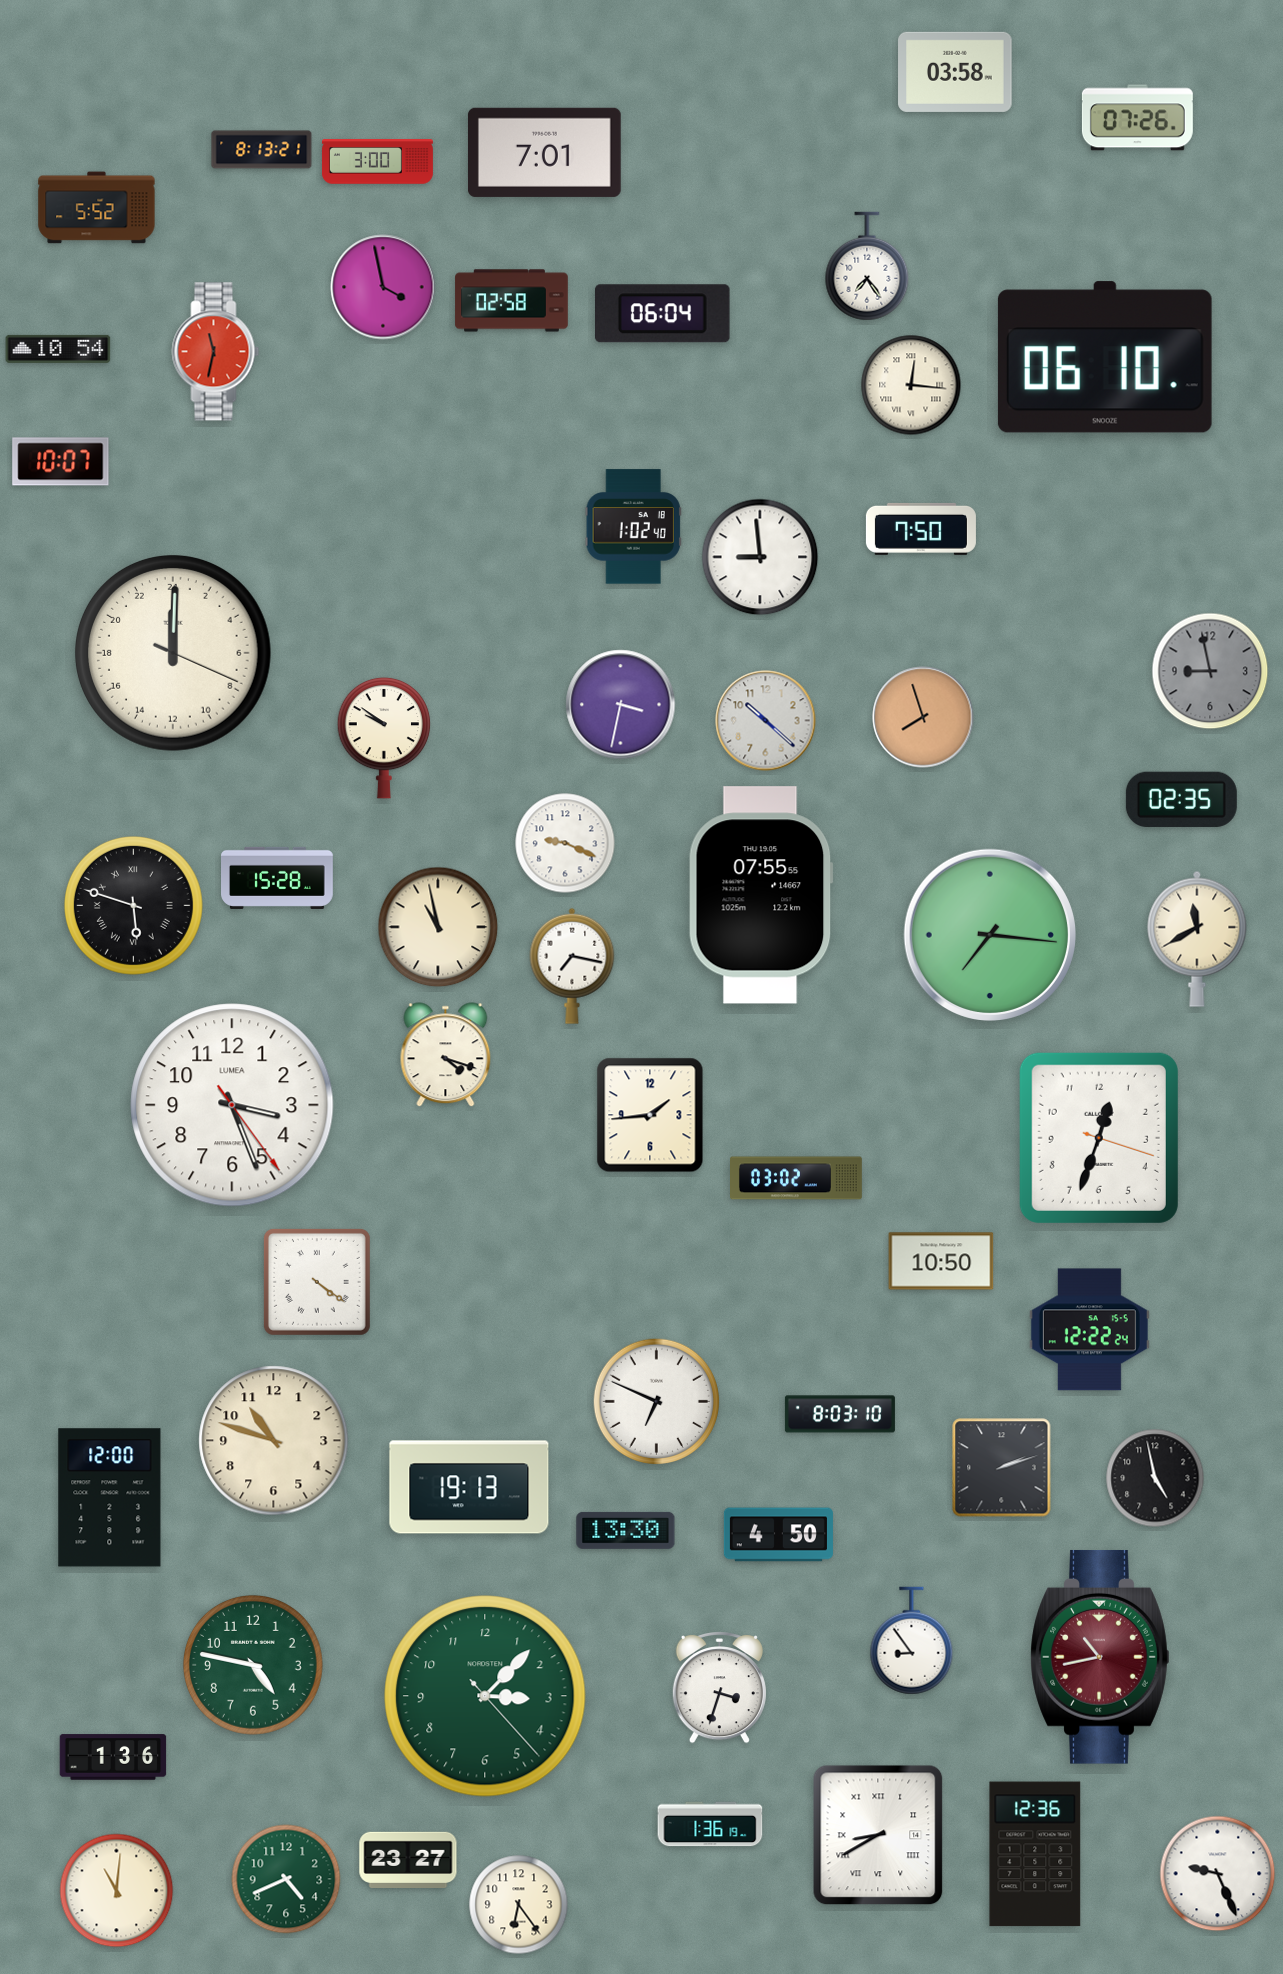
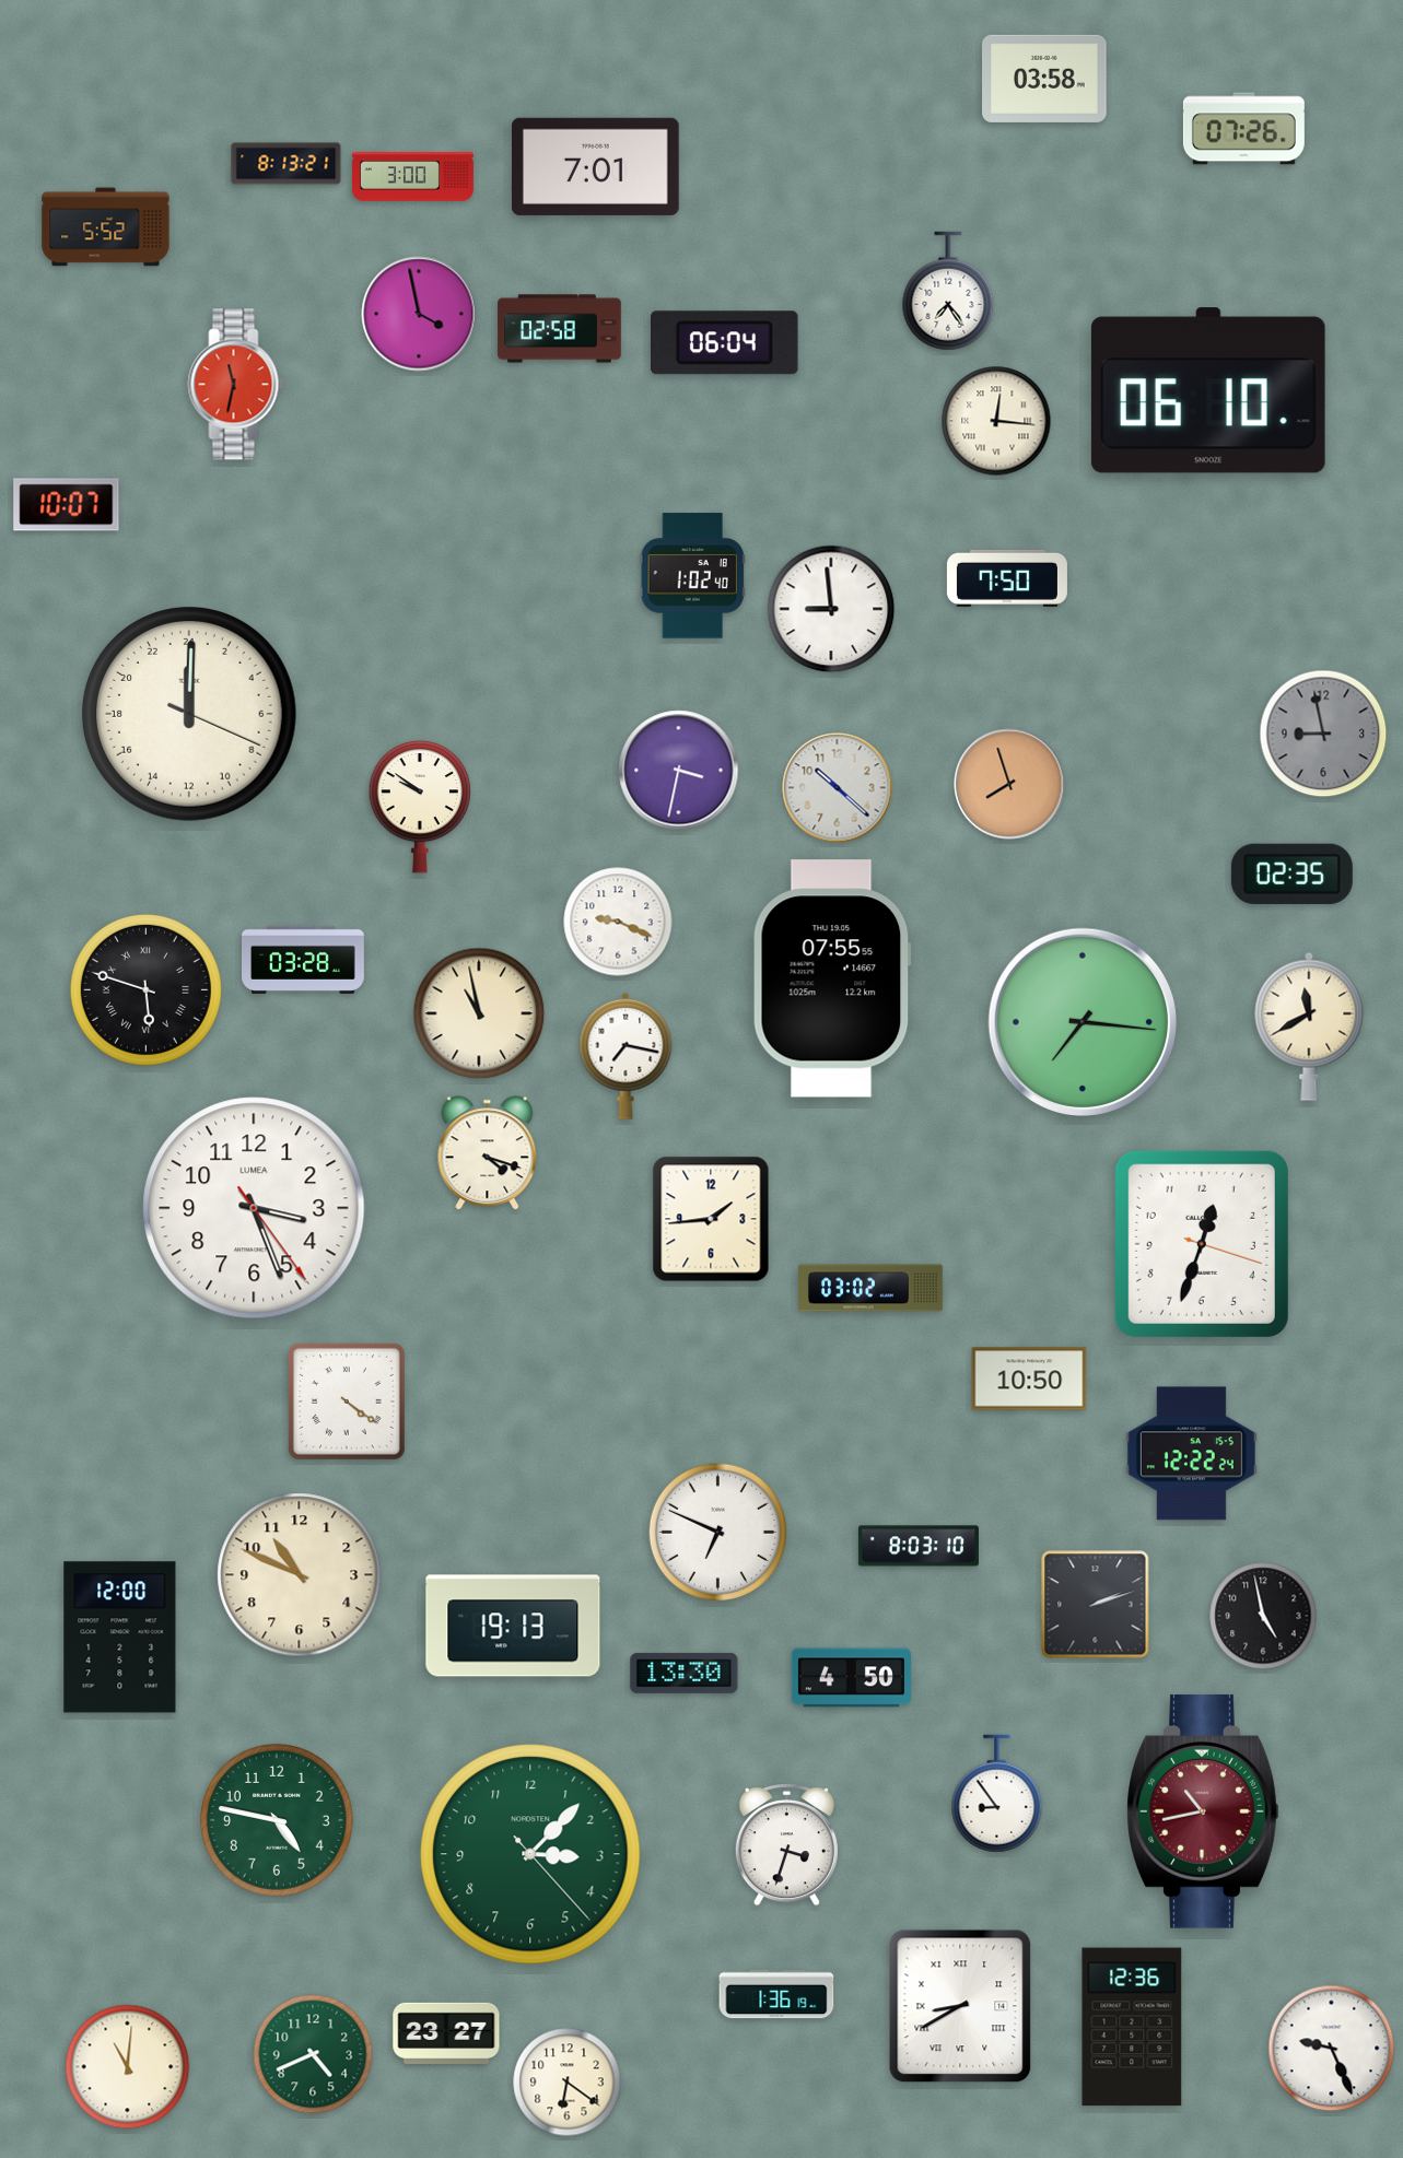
clock at (58, 349): 10:54 -> none
clock at (278, 878): 15:28 -> 03:28
clock at (274, 1441): 10:48 -> 10:49
clock at (113, 1757): 1:36 -> none
clock at (519, 1905): 6:24 -> 6:21
